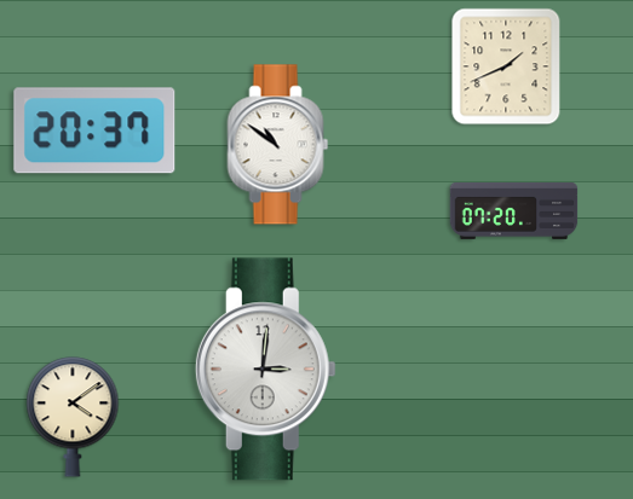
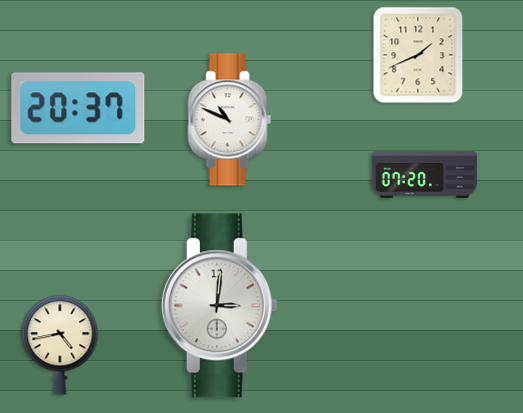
clock at (278, 145): 10:51 -> 10:49
clock at (73, 417): 4:09 -> 4:43
